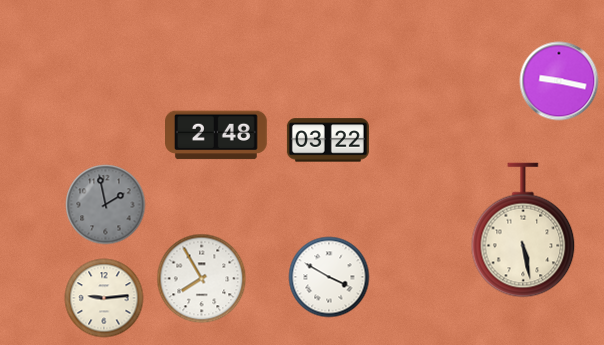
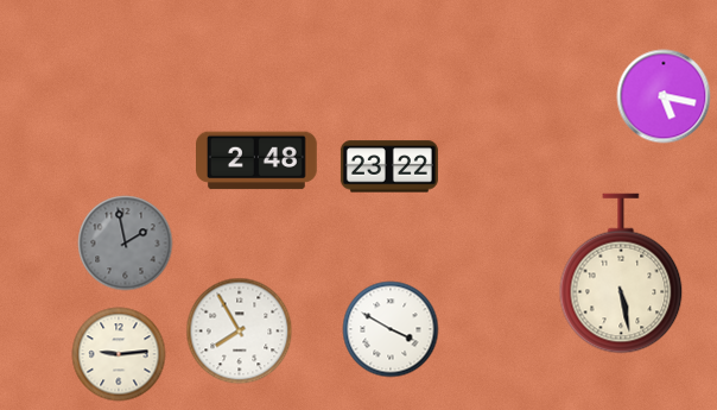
clock at (559, 81): 9:17 -> 5:17
clock at (328, 140): 03:22 -> 23:22
clock at (104, 298) position: (104, 298) -> (119, 354)
